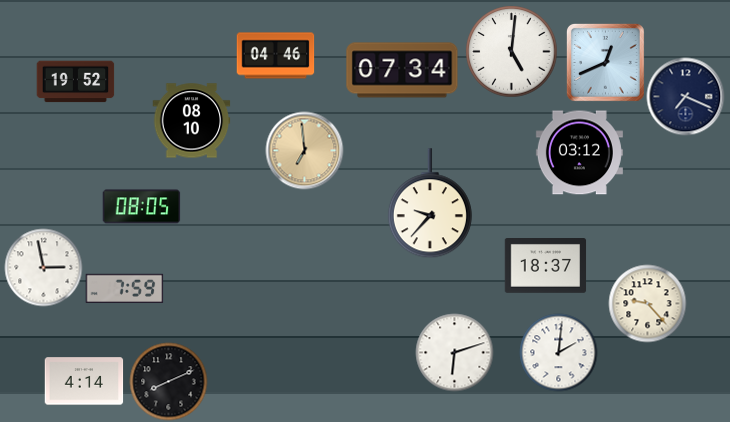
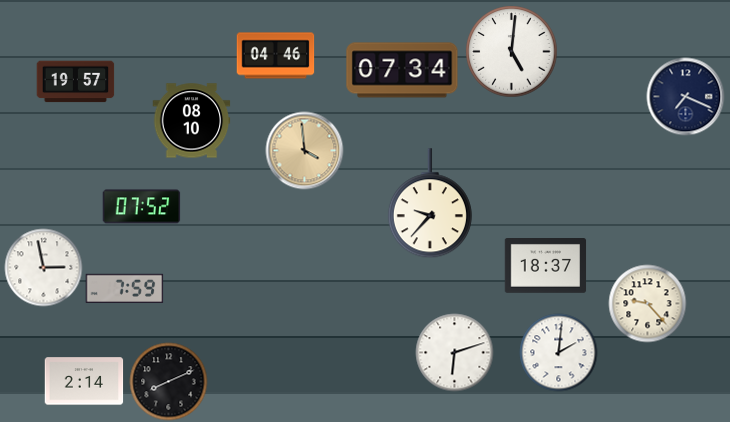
clock at (605, 62): 12:41 -> none
clock at (75, 82): 19:52 -> 19:57
clock at (304, 150): 6:59 -> 3:59
clock at (579, 153): 03:12 -> none
clock at (141, 207): 08:05 -> 07:52
clock at (84, 381): 4:14 -> 2:14
